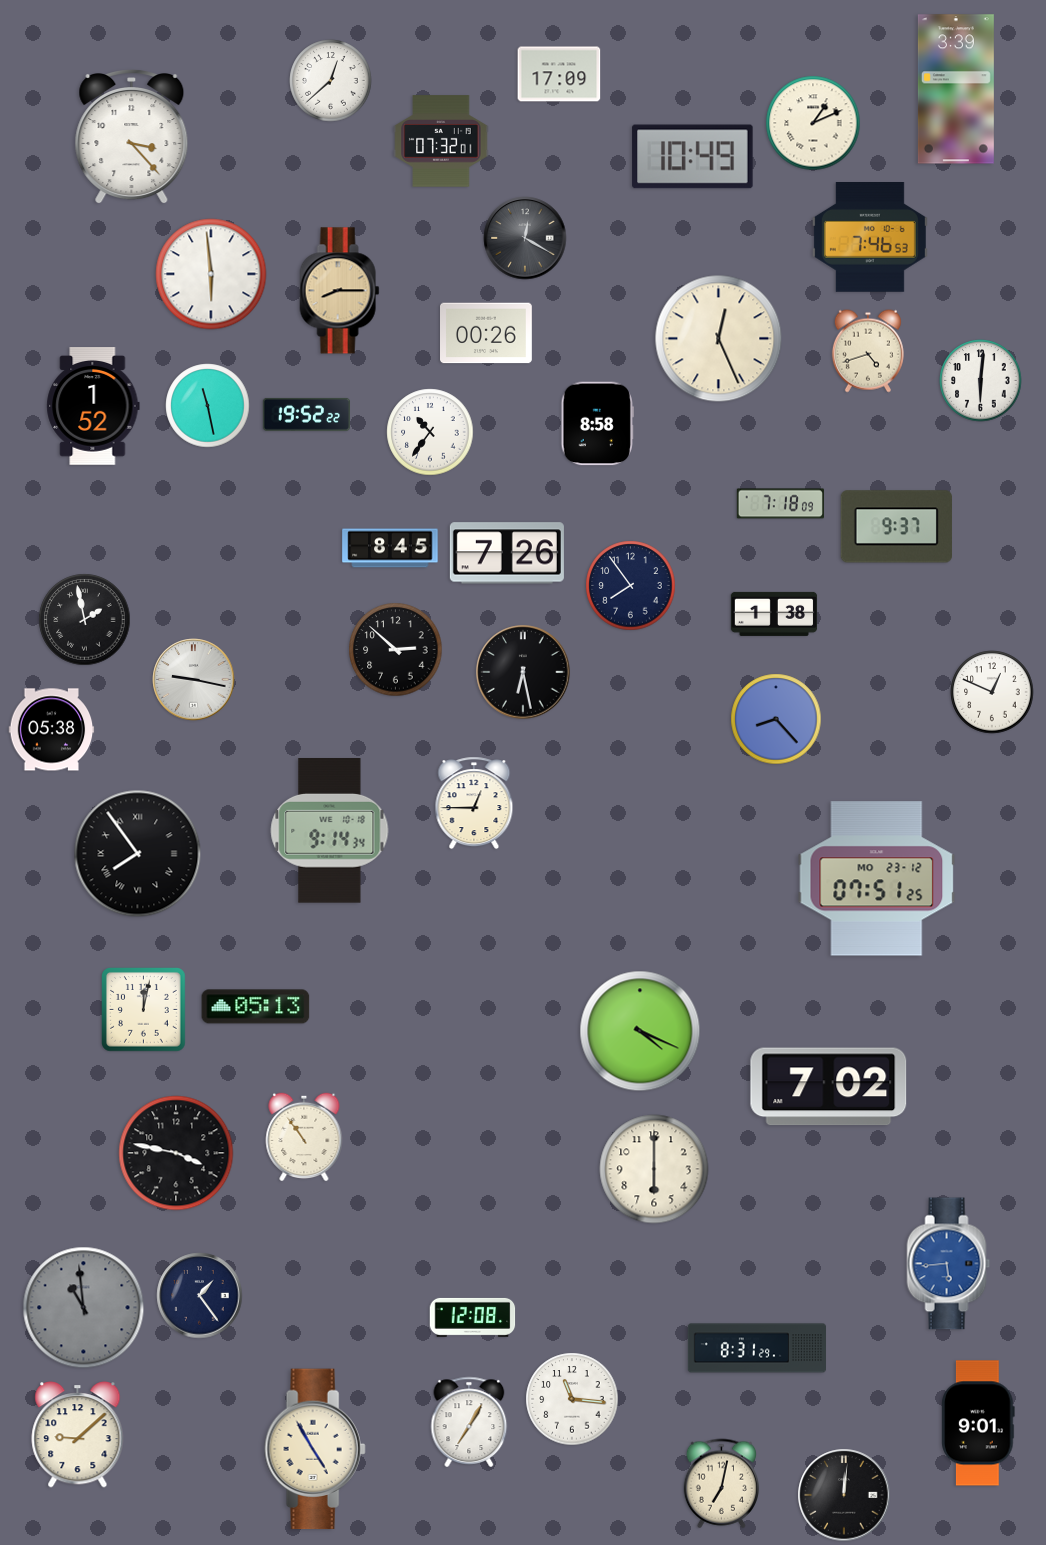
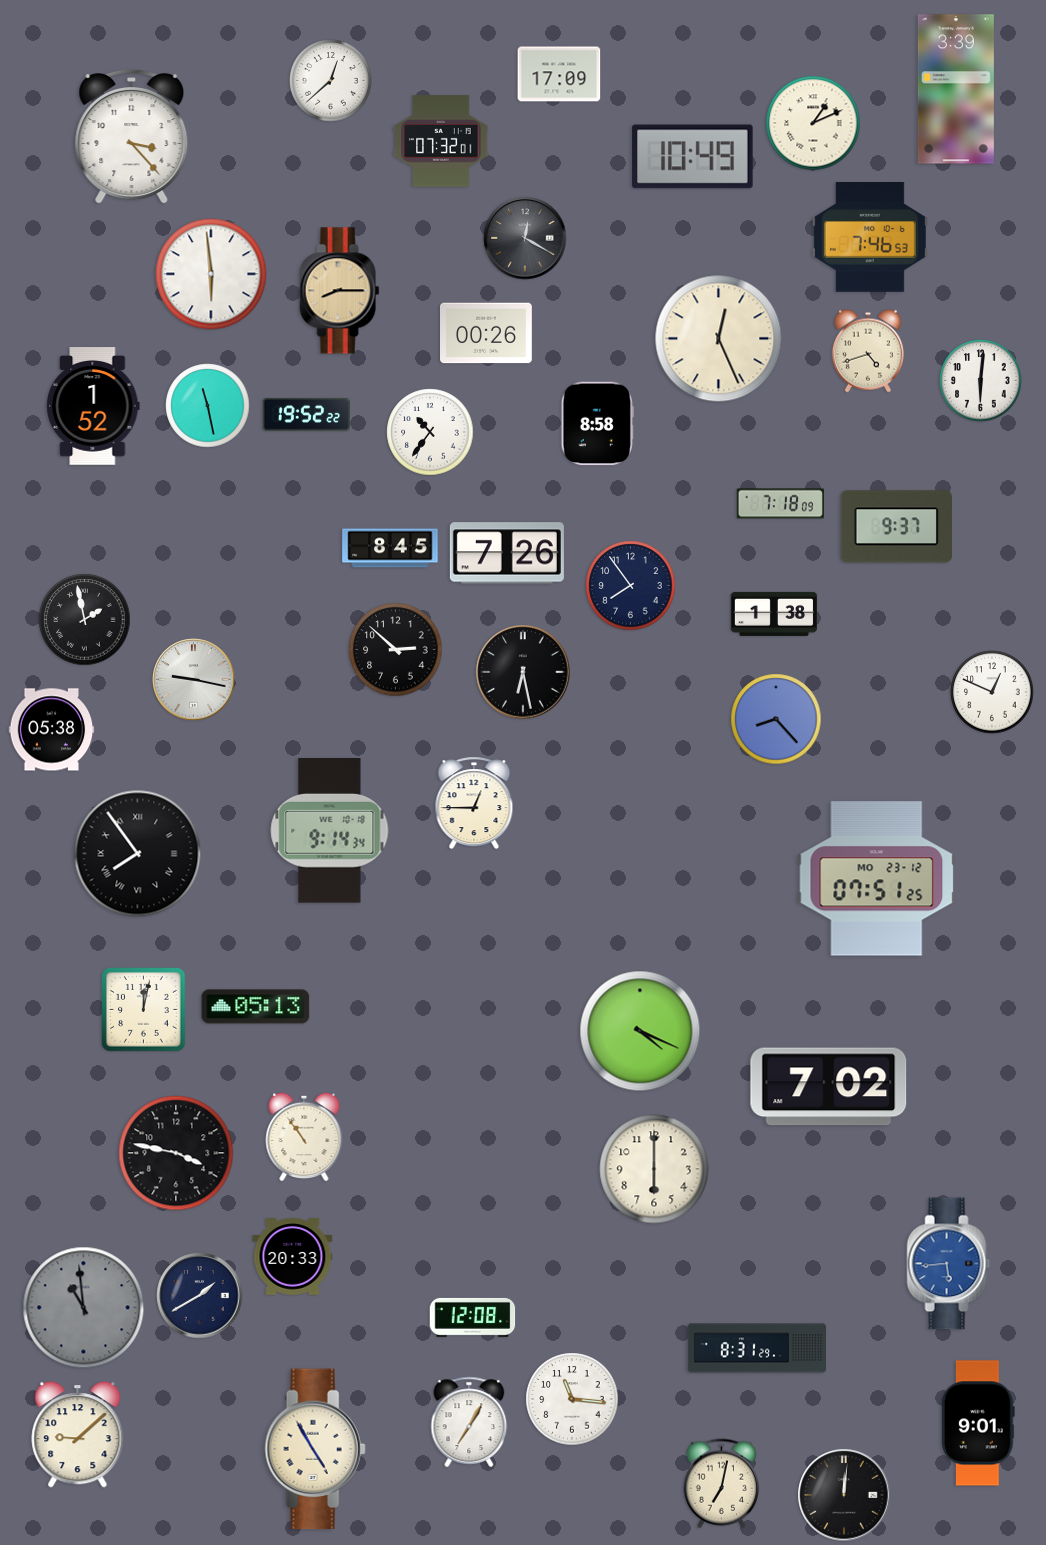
clock at (293, 1257): none -> 20:33
clock at (200, 1296): 1:24 -> 1:40
